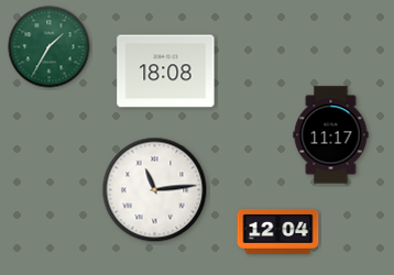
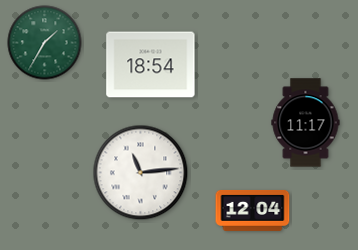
clock at (166, 71): 18:08 -> 18:54
clock at (331, 135) position: (331, 135) -> (306, 123)
